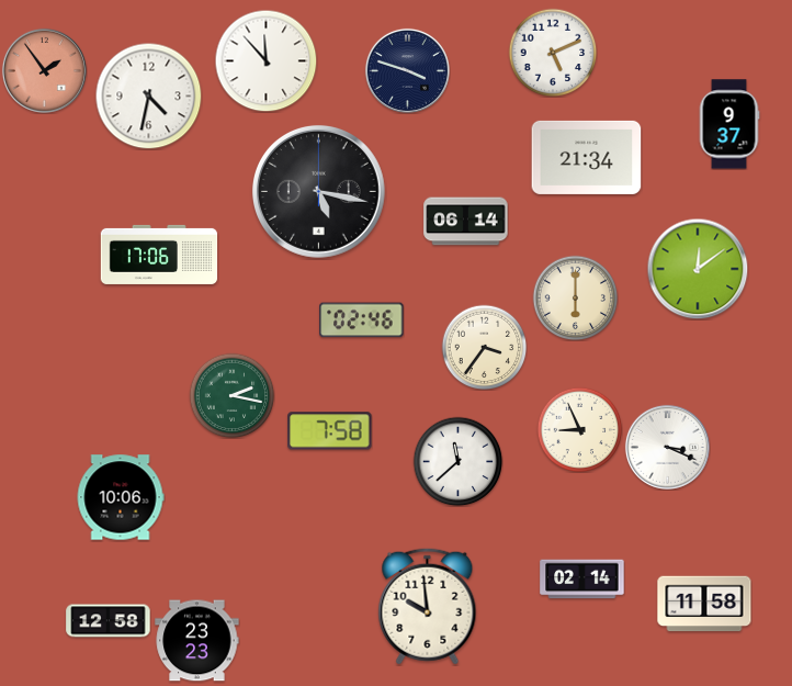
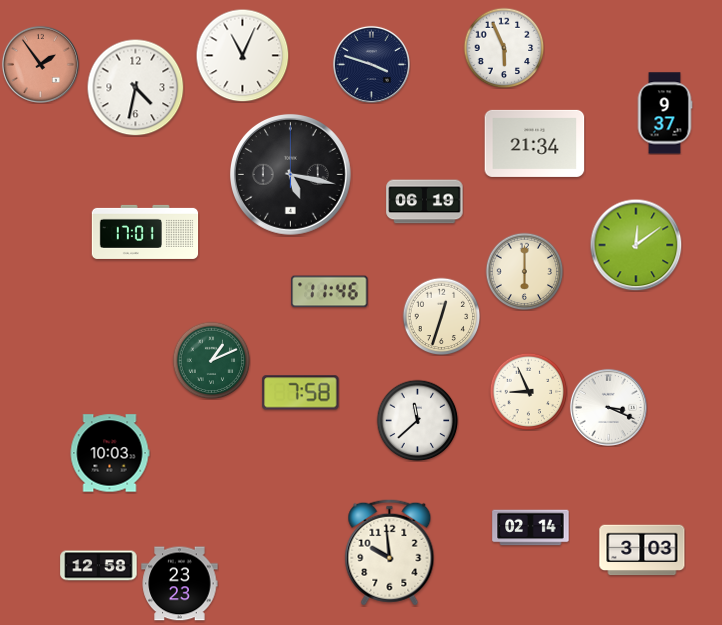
clock at (553, 53): 5:11 -> 5:56
clock at (265, 60): 11:53 -> 11:04
clock at (466, 222): 06:14 -> 06:19
clock at (159, 255): 17:06 -> 17:01
clock at (362, 320): 02:46 -> 11:46
clock at (484, 347): 3:36 -> 12:33
clock at (231, 395): 2:17 -> 1:11
clock at (121, 497): 10:06 -> 10:03
clock at (704, 604): 11:58 -> 3:03
